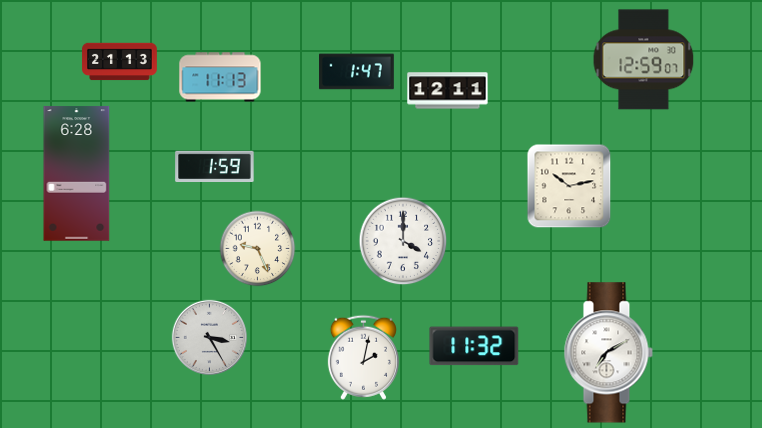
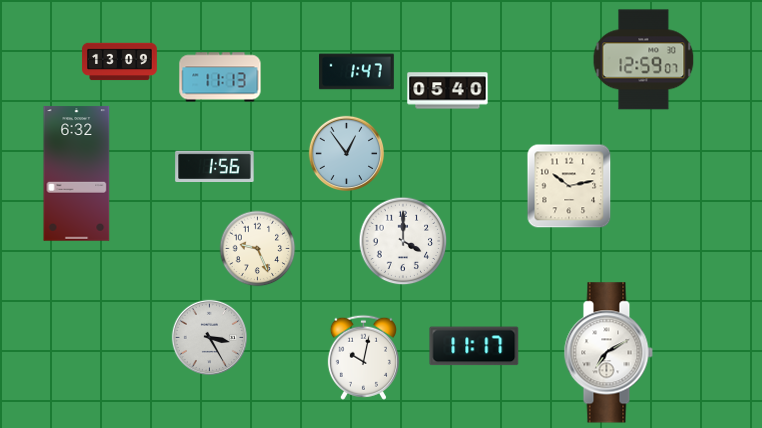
clock at (120, 62): 21:13 -> 13:09
clock at (448, 91): 12:11 -> 05:40
clock at (346, 153): none -> 12:54
clock at (215, 166): 1:59 -> 1:56
clock at (77, 174): 6:28 -> 6:32
clock at (474, 346): 11:32 -> 11:17
clock at (363, 357): 2:02 -> 10:02
